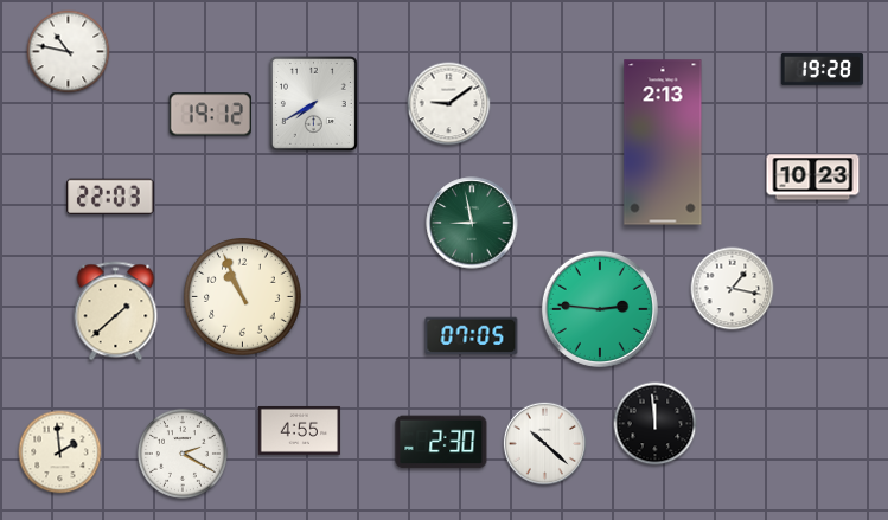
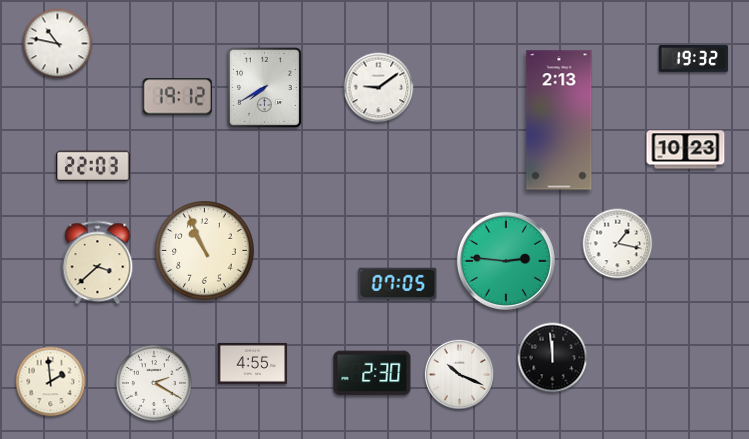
clock at (823, 69): 19:28 -> 19:32
clock at (472, 223): 8:58 -> none
clock at (116, 312): 1:38 -> 3:38
clock at (544, 443): 10:22 -> 10:19
